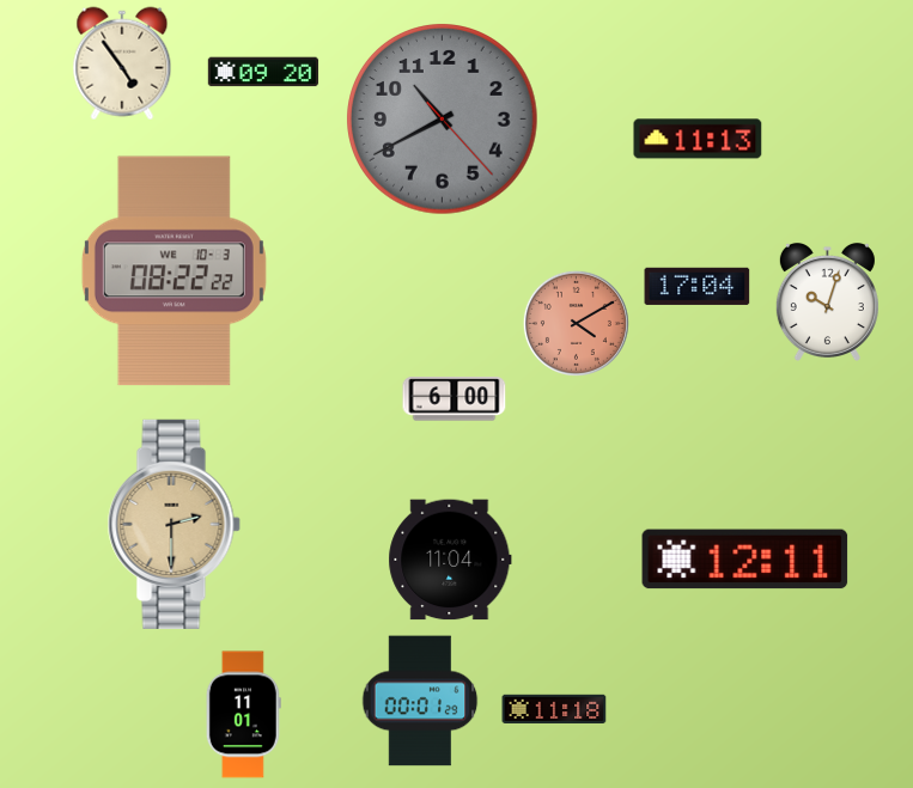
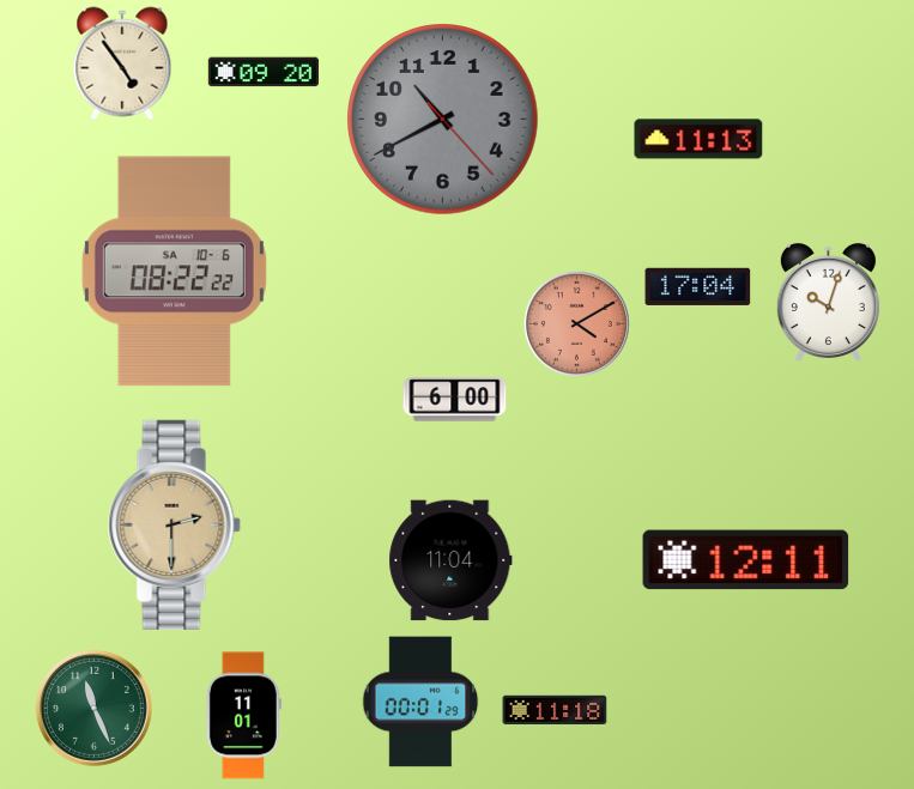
clock at (174, 271) date: WE 10-3 -> SA 10-6
clock at (93, 708): none -> 11:26
